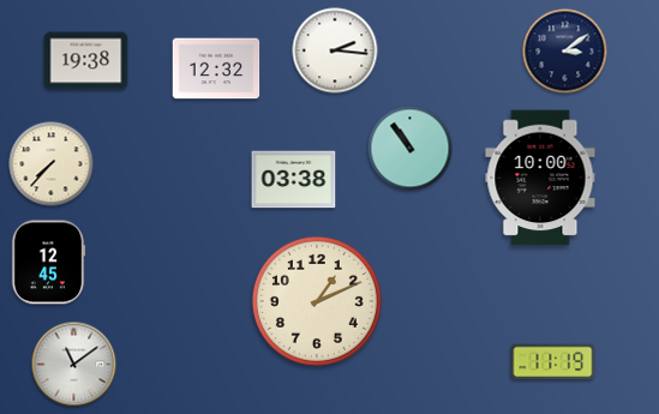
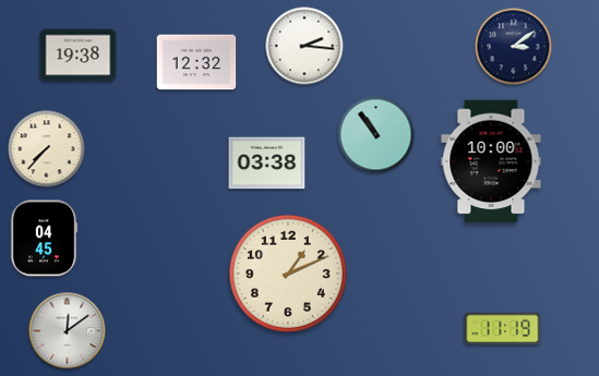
clock at (411, 149) position: (411, 149) -> (376, 135)
clock at (48, 263): 12:45 -> 04:45
clock at (74, 365): 11:09 -> 12:09
